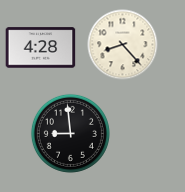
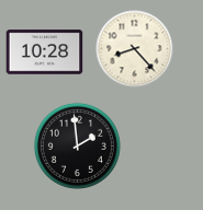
clock at (41, 48): 4:28 -> 10:28
clock at (70, 133): 8:59 -> 1:59
